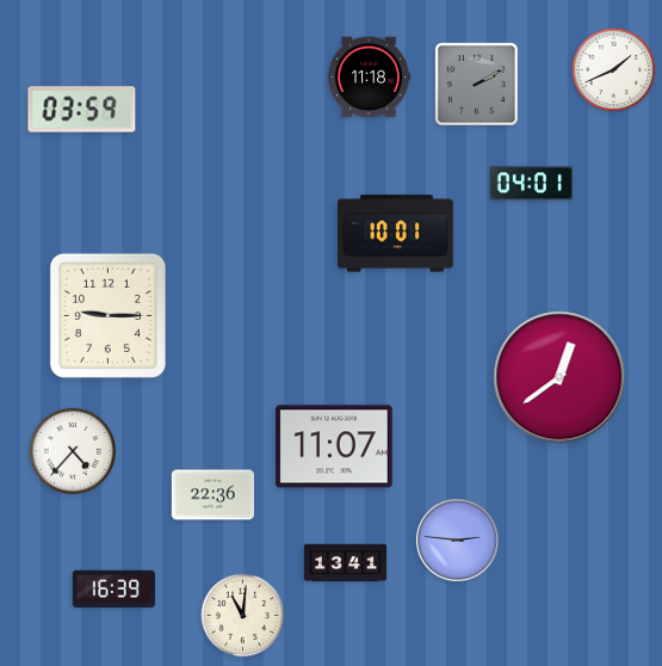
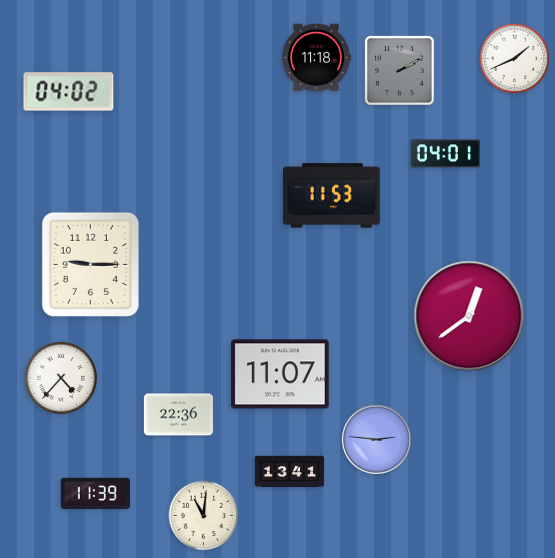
clock at (369, 78) position: (369, 78) -> (316, 58)
clock at (82, 110): 03:59 -> 04:02
clock at (396, 234): 10:01 -> 11:53
clock at (457, 539) position: (457, 539) -> (376, 439)
clock at (113, 588): 16:39 -> 11:39
